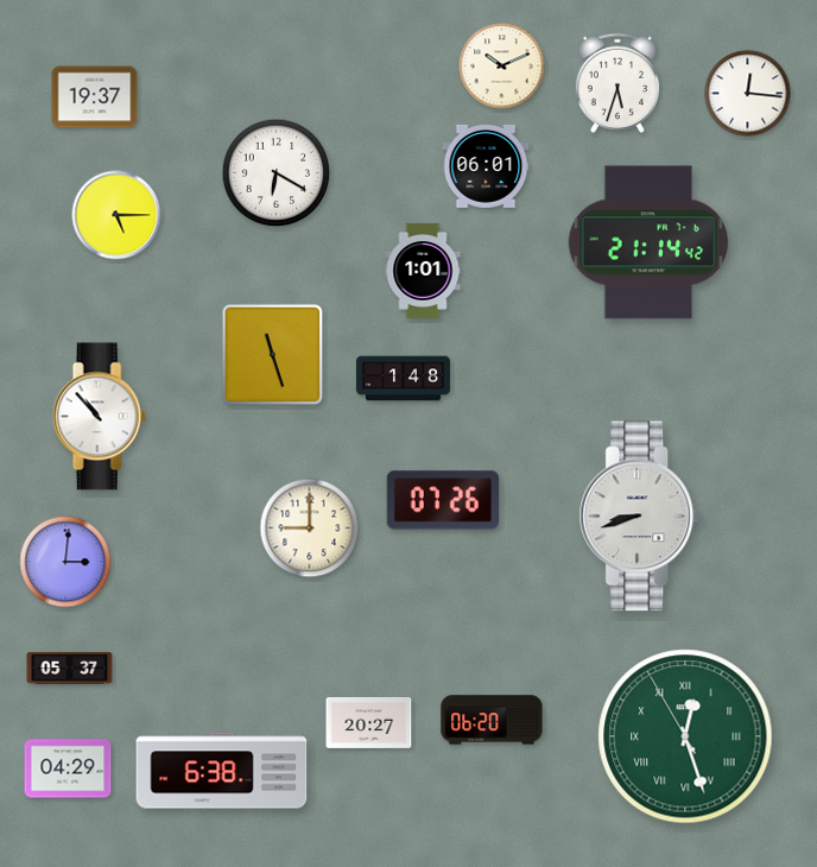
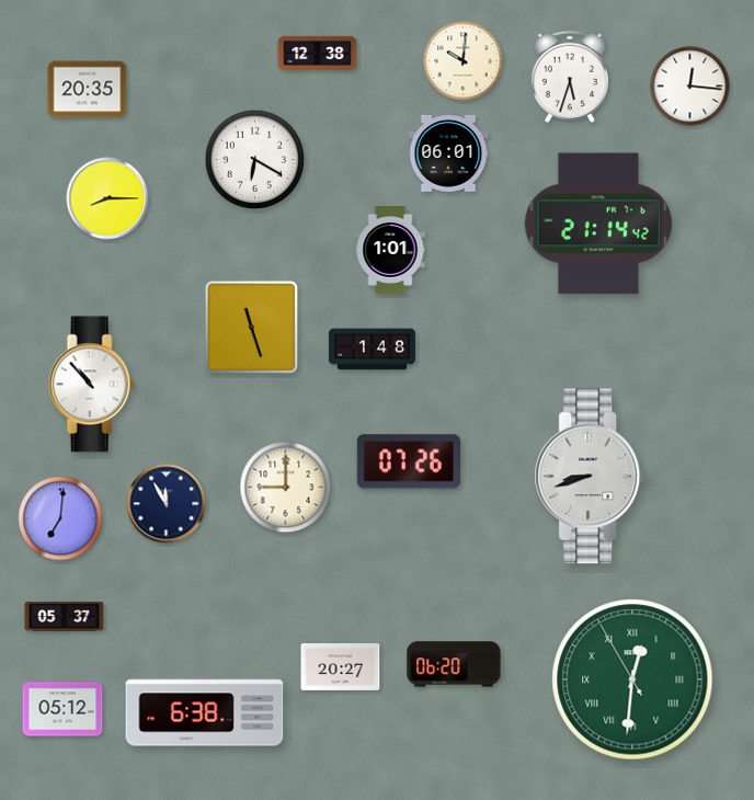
clock at (318, 54): none -> 12:38
clock at (502, 67): 10:11 -> 10:01
clock at (95, 97): 19:37 -> 20:35
clock at (116, 215): 5:15 -> 8:15
clock at (167, 504): none -> 11:55
clock at (65, 562): 3:01 -> 7:01
clock at (685, 736): 12:26 -> 12:30
clock at (68, 768): 04:29 -> 05:12
